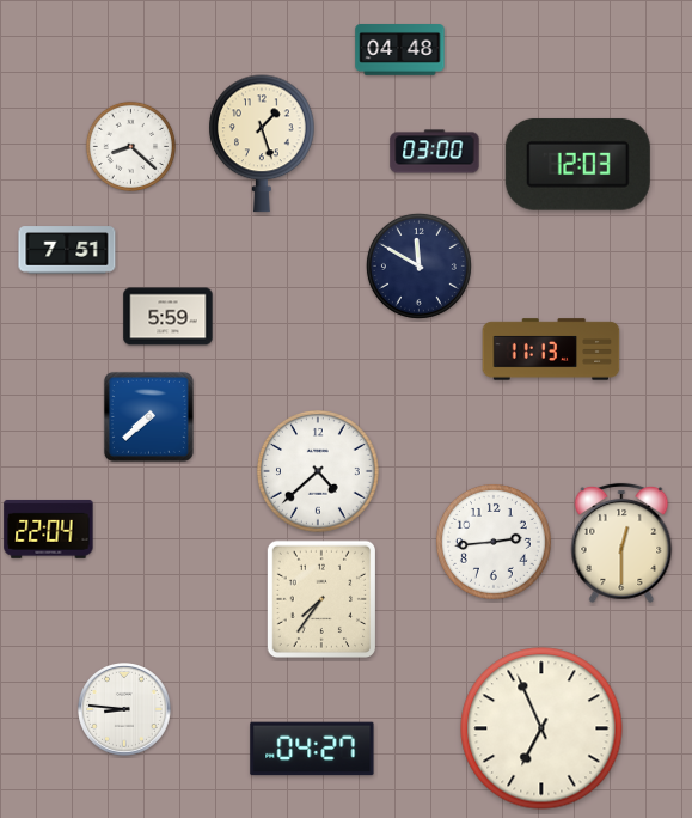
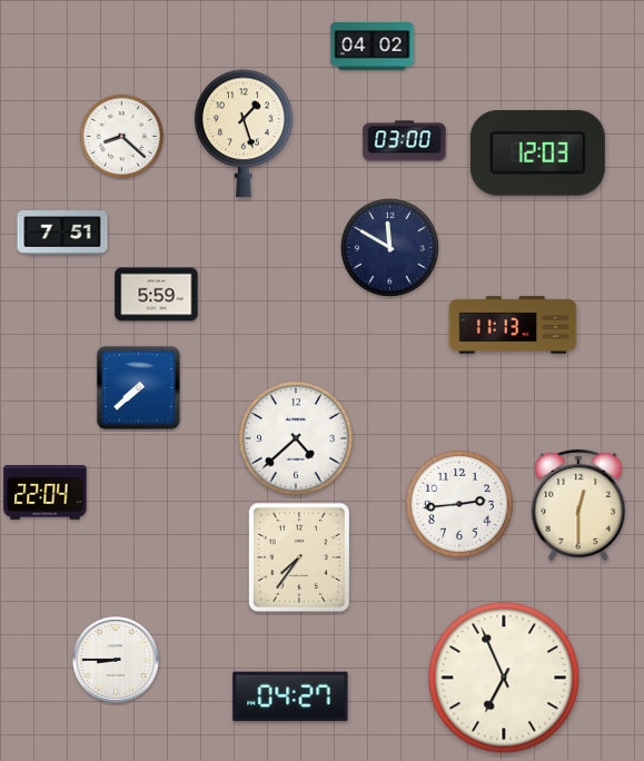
clock at (400, 50): 04:48 -> 04:02
clock at (125, 710): 8:46 -> 8:45
